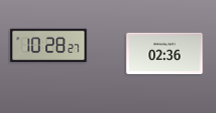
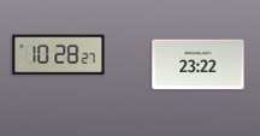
clock at (165, 54): 02:36 -> 23:22
